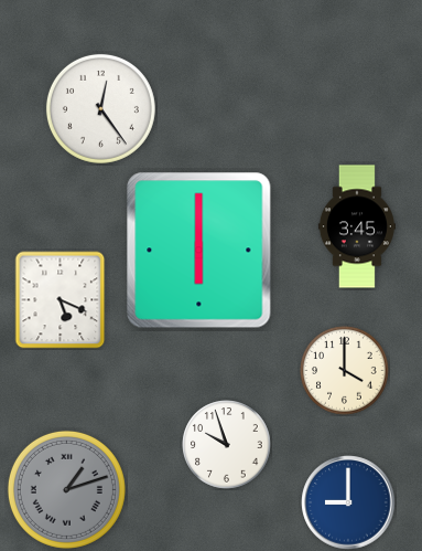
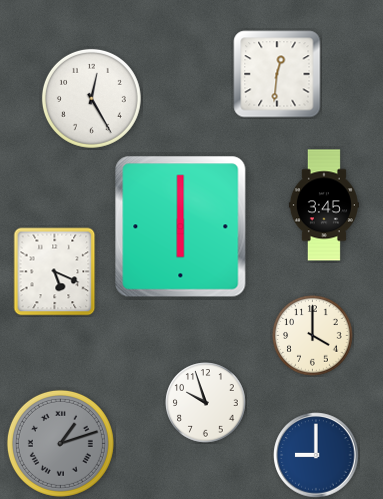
clock at (277, 74): none -> 12:31
clock at (100, 108): 12:24 -> 12:25
